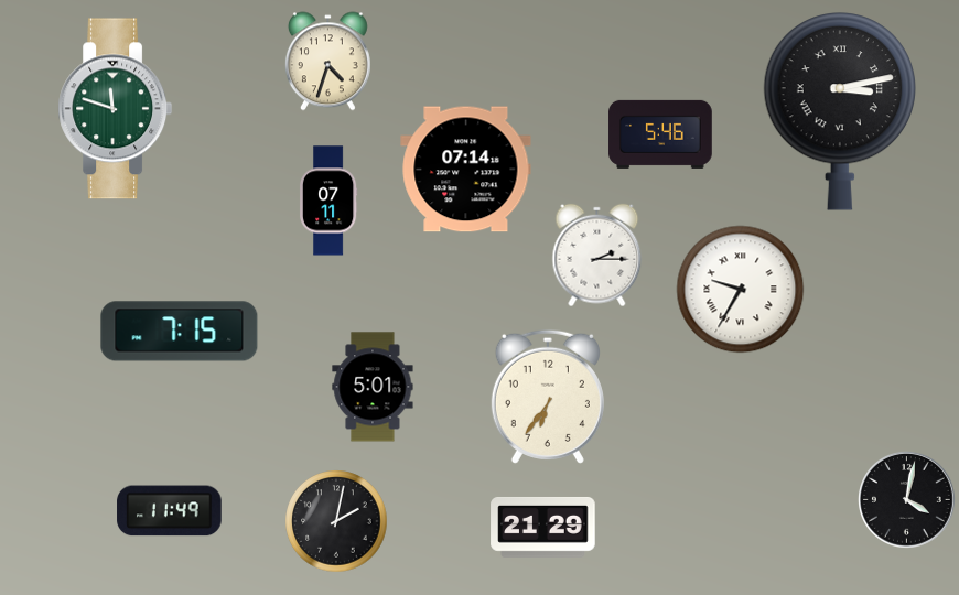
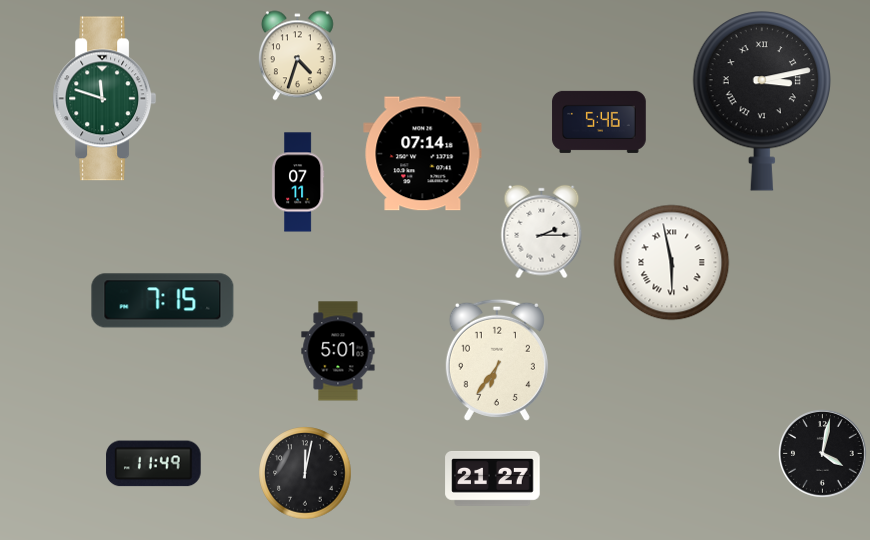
clock at (741, 290): 9:35 -> 5:58
clock at (336, 521): 2:02 -> 12:02
clock at (543, 527): 21:29 -> 21:27
